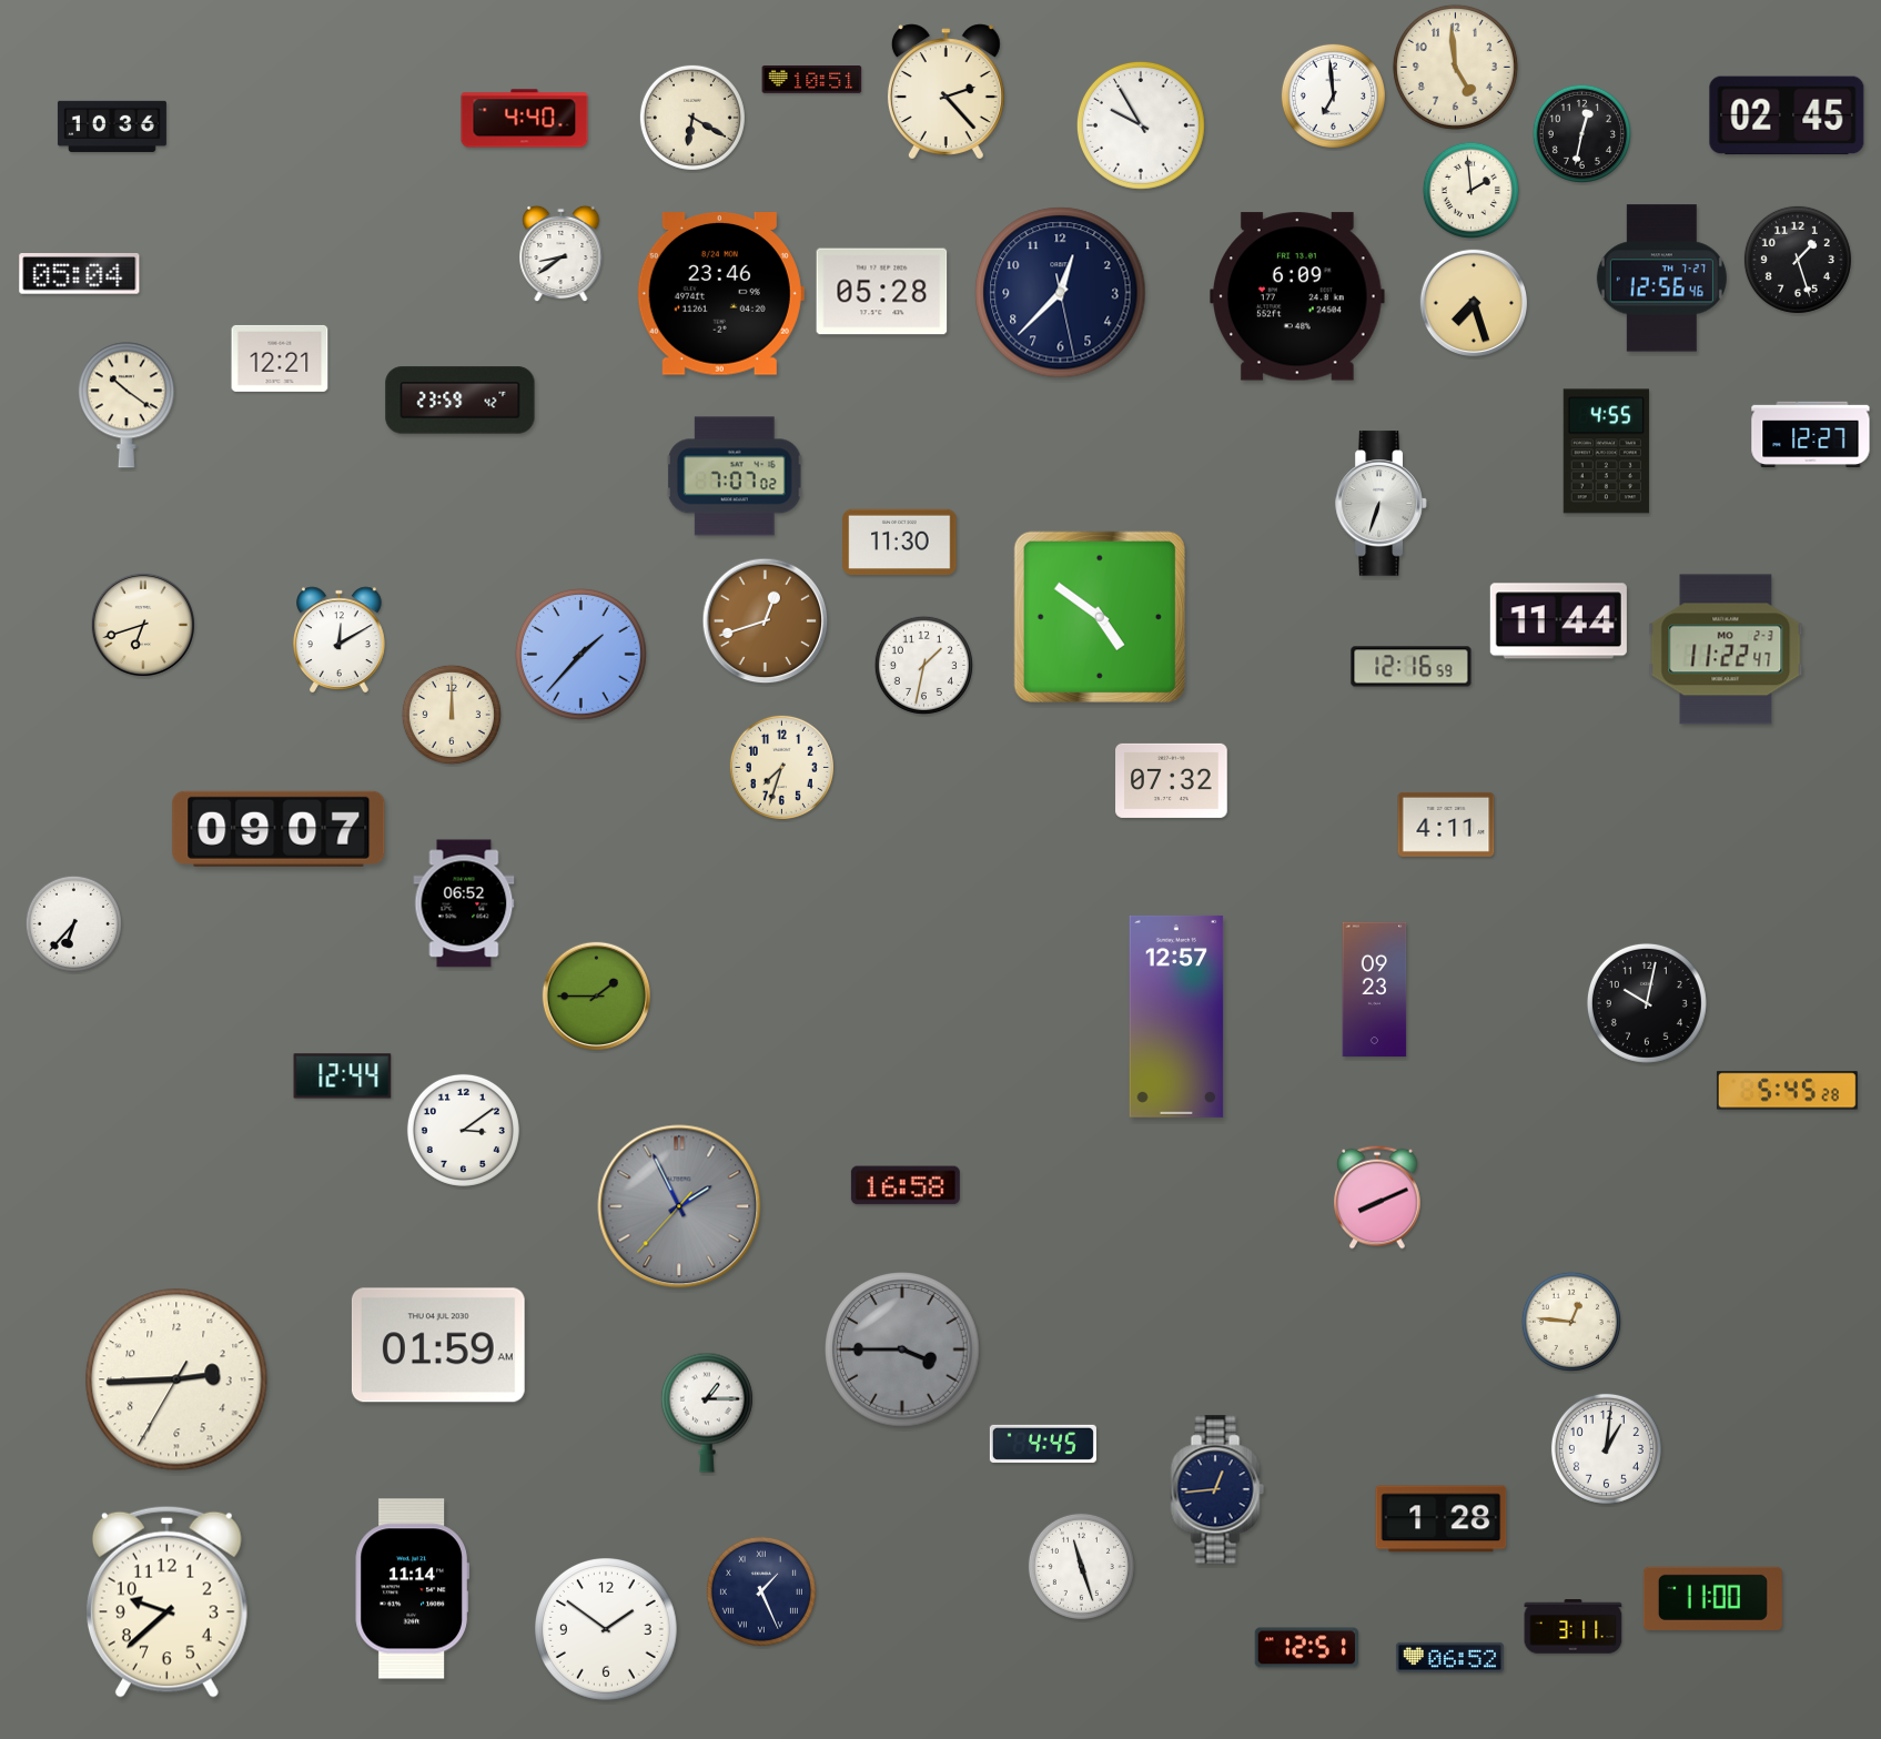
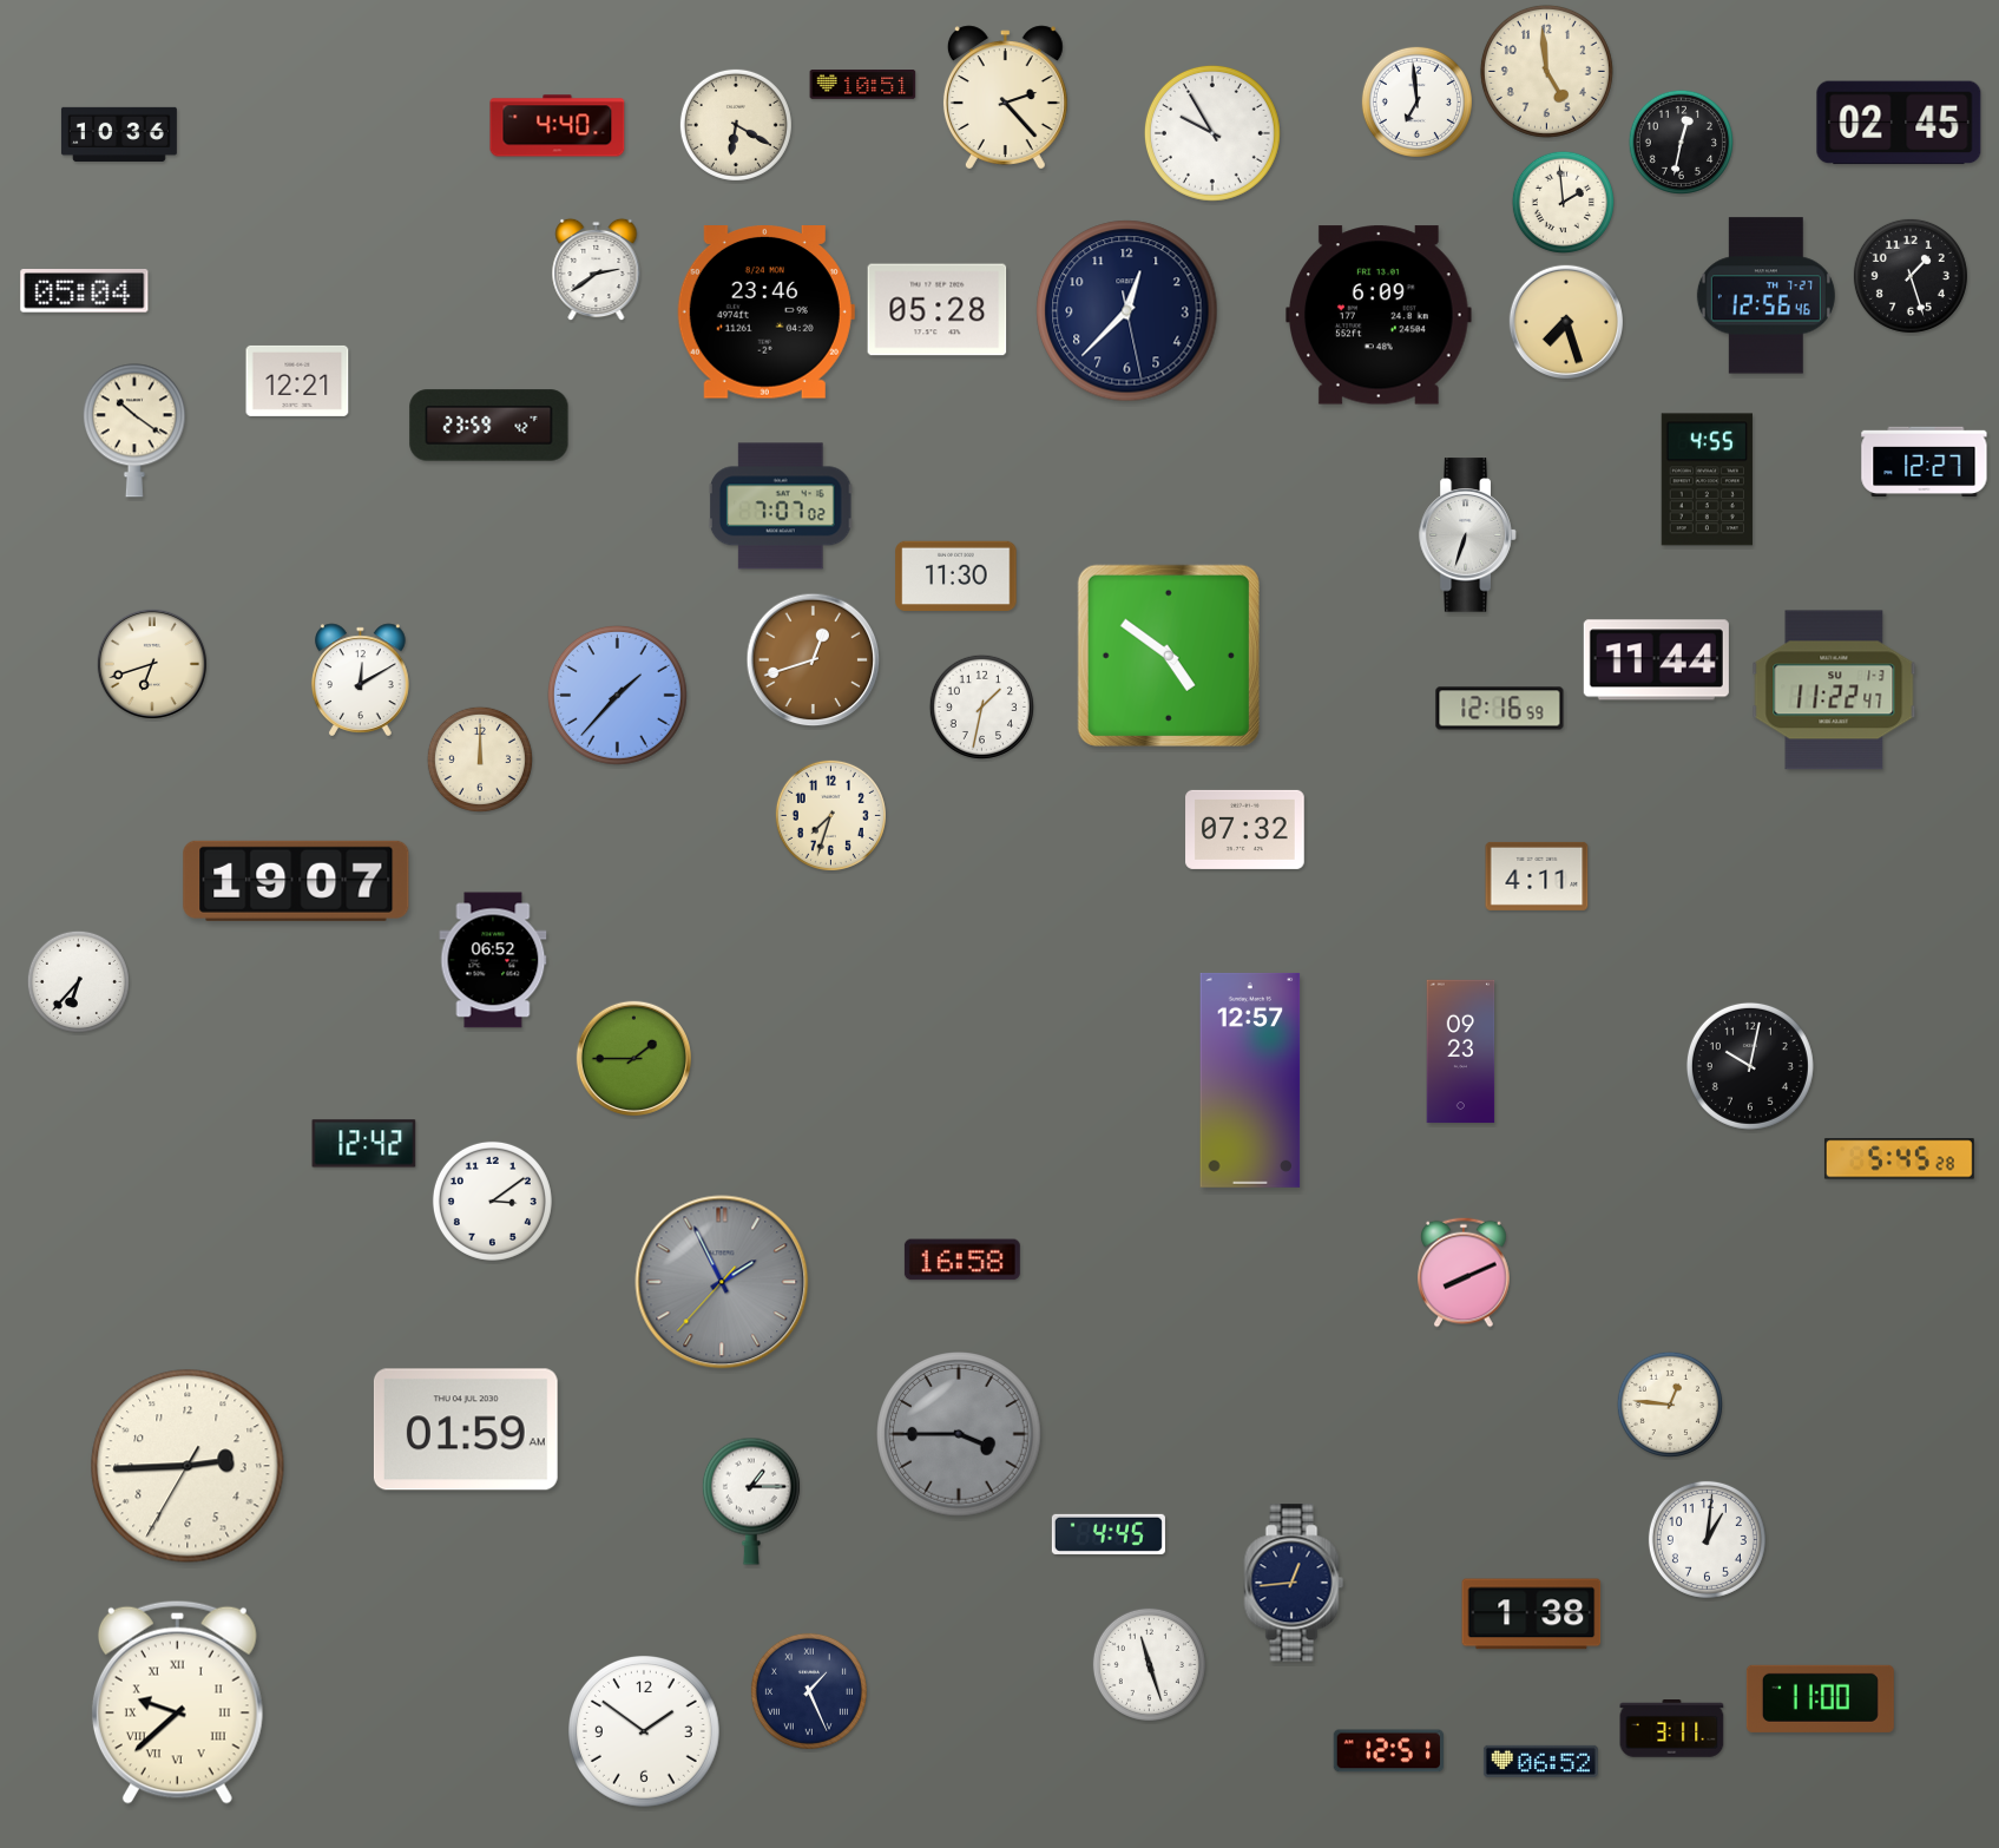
clock at (562, 254): 8:39 -> 2:39
clock at (1726, 649) date: MO 2-3 -> SU 1-3
clock at (279, 829): 09:07 -> 19:07
clock at (343, 1076): 12:44 -> 12:42
clock at (1442, 1519): 1:28 -> 1:38
clock at (412, 1589): 11:14 -> none
clock at (166, 1601) numerals: Arabic -> Roman
